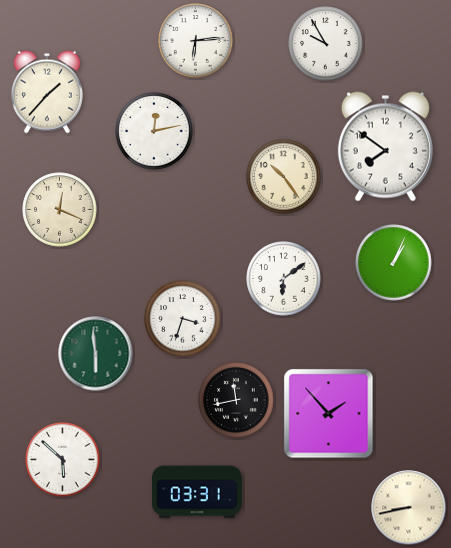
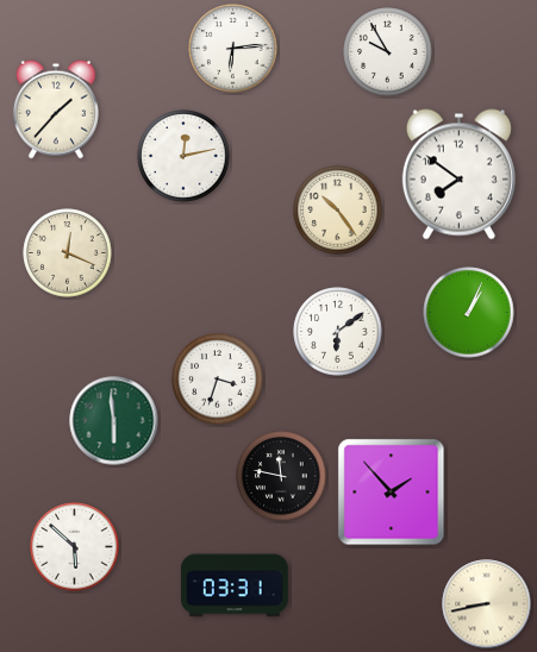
clock at (60, 210) position: (60, 210) -> (68, 253)
clock at (236, 400): 11:43 -> 11:47
